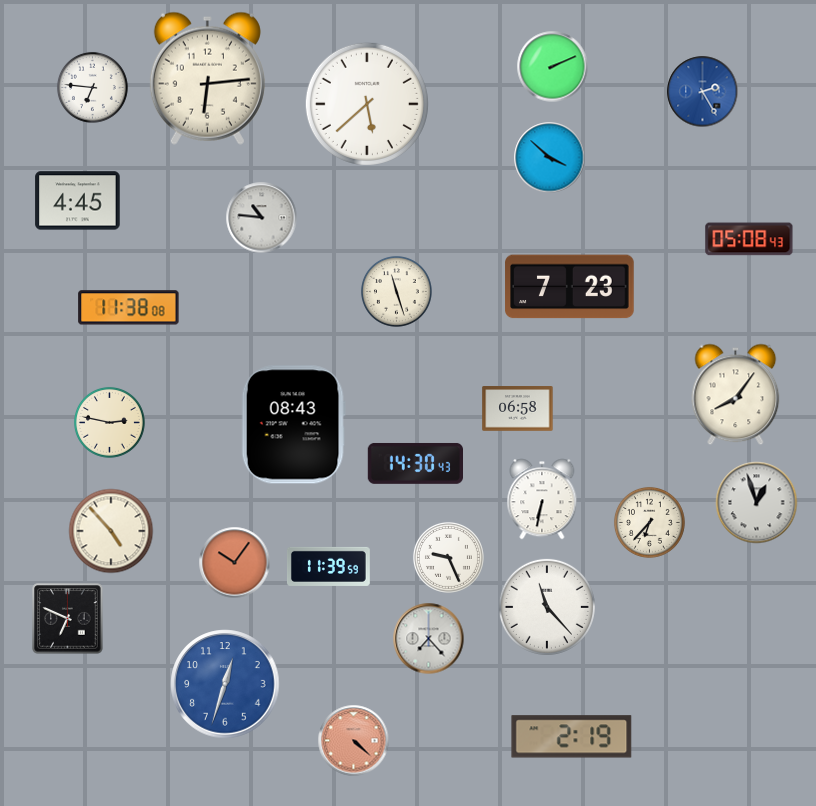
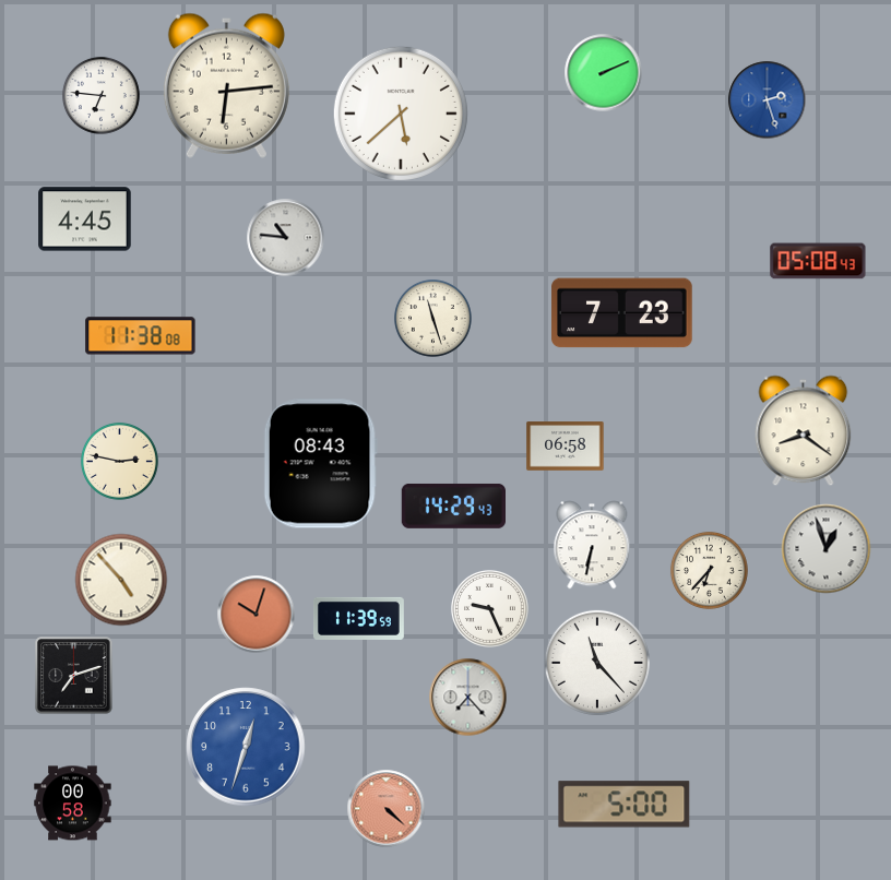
clock at (703, 92): 2:25 -> 2:27
clock at (550, 158): 3:52 -> none
clock at (736, 395): 8:06 -> 8:21
clock at (415, 463): 14:30 -> 14:29
clock at (235, 563): 10:06 -> 10:03
clock at (68, 619): 6:49 -> 7:12
clock at (73, 804): none -> 00:58
clock at (572, 737): 2:19 -> 5:00
